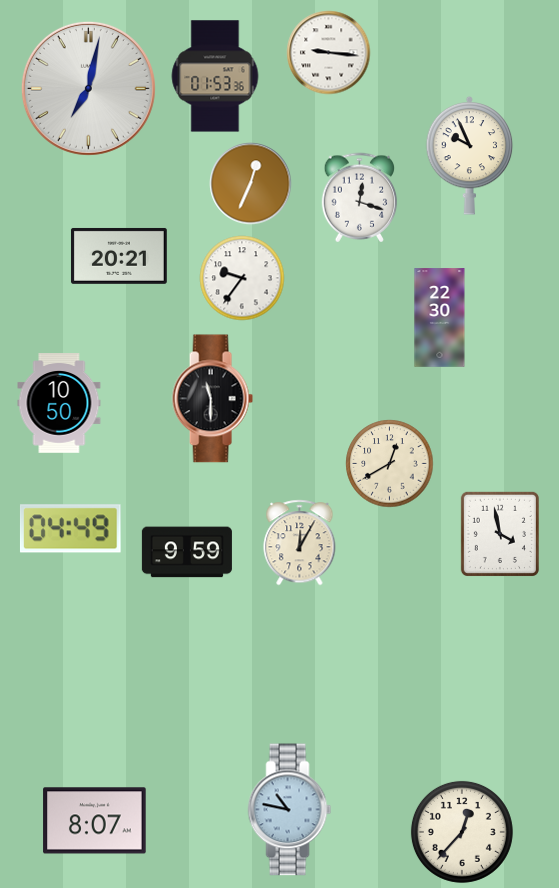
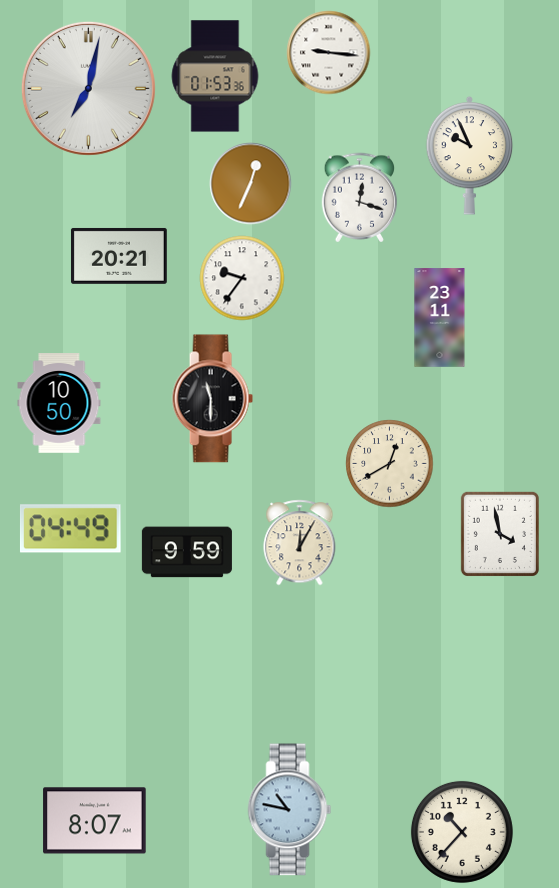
clock at (440, 318): 22:30 -> 23:11
clock at (462, 832): 12:37 -> 10:37
